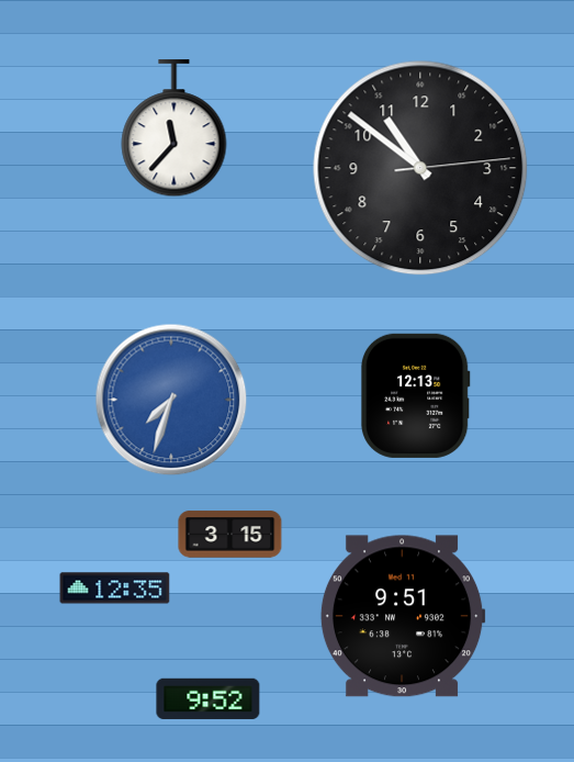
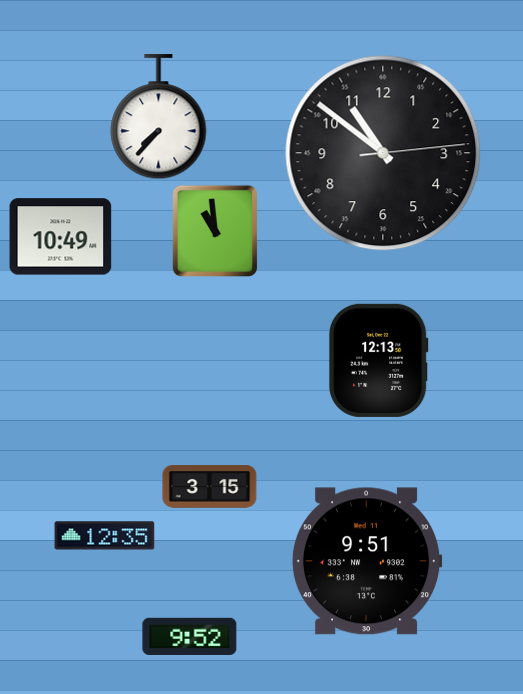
clock at (175, 128): 11:37 -> 7:37
clock at (214, 230): none -> 10:59
clock at (61, 237): none -> 10:49
clock at (171, 400): 7:33 -> none
